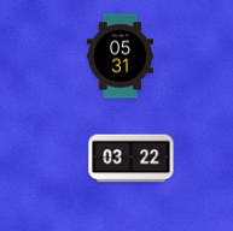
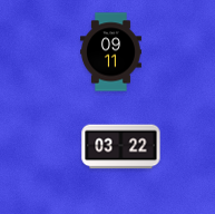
clock at (121, 57): 05:31 -> 09:11
